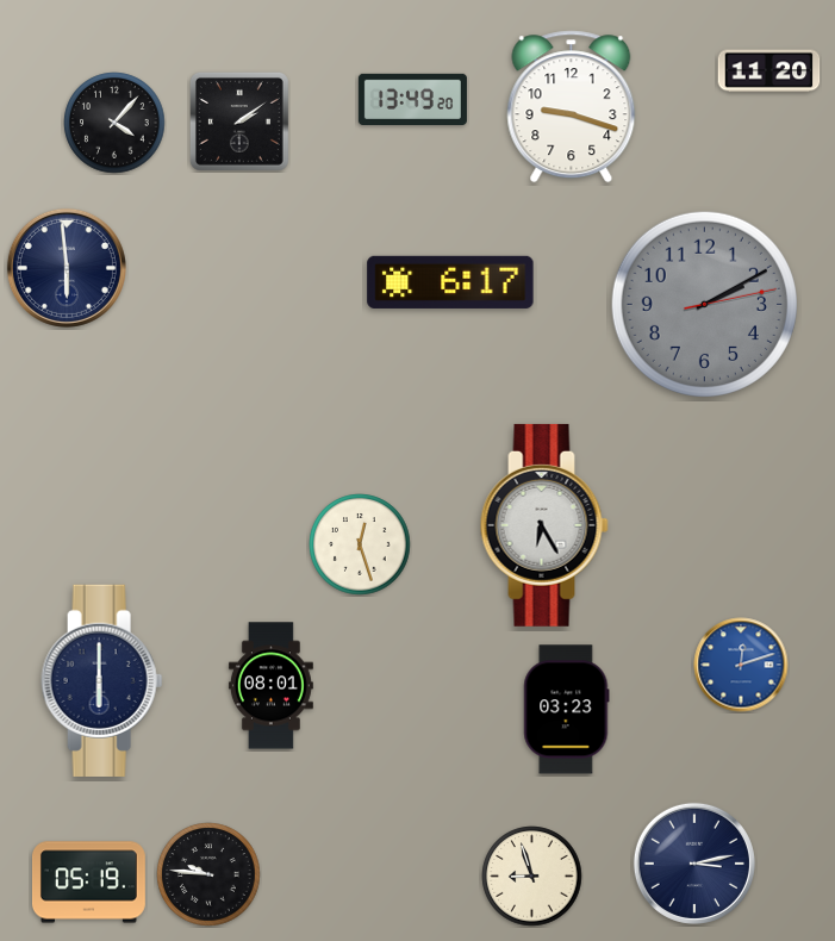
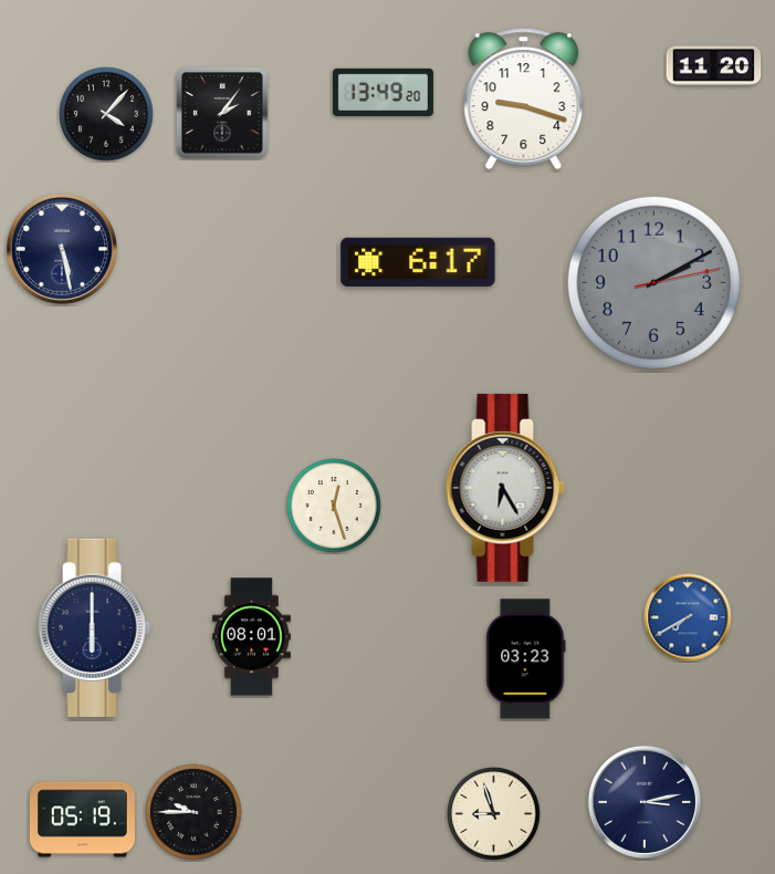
clock at (572, 107) position: (572, 107) -> (524, 100)
clock at (239, 121): 2:09 -> 2:06
clock at (67, 268): 5:59 -> 5:28
clock at (741, 665): 12:12 -> 7:40
clock at (102, 680) position: (102, 680) -> (95, 627)
clock at (208, 874): 9:46 -> 9:45
